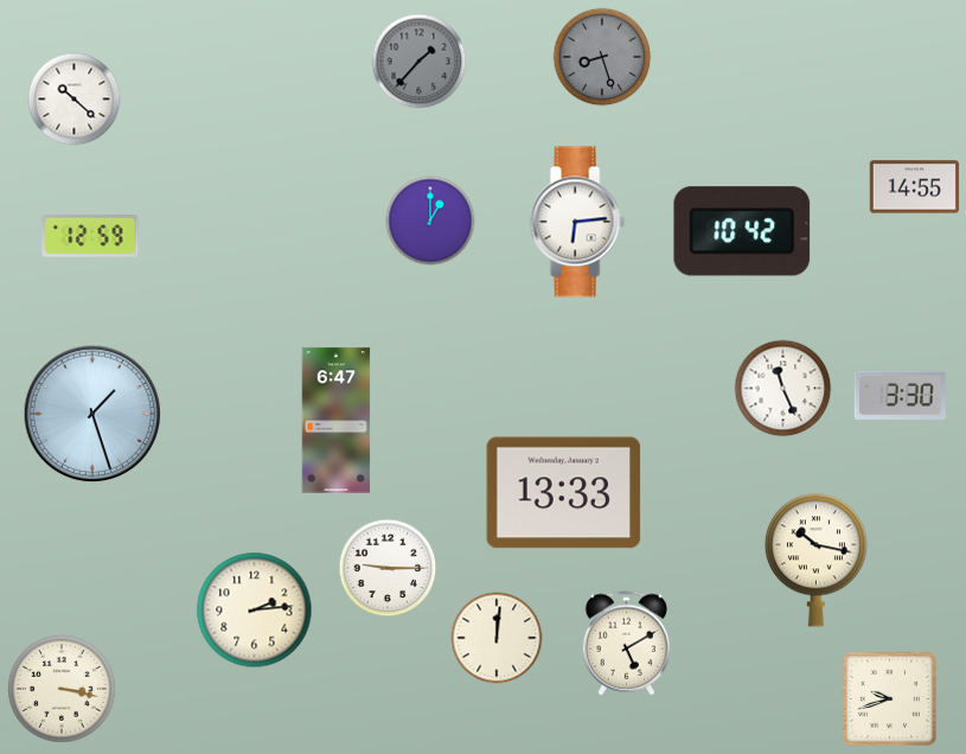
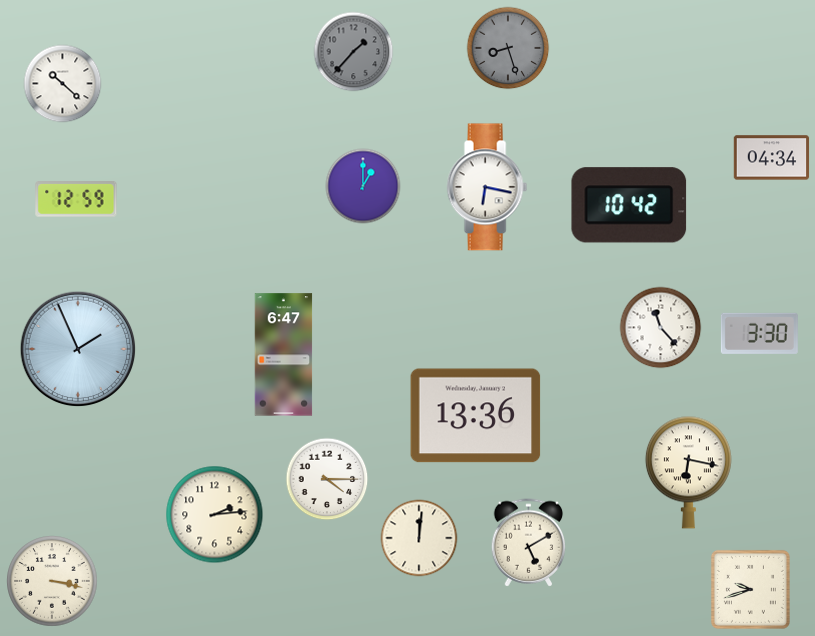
clock at (915, 187): 14:55 -> 04:34
clock at (577, 222): 6:14 -> 6:17
clock at (742, 231) position: (742, 231) -> (629, 205)
clock at (783, 389): 11:26 -> 11:23
clock at (92, 414): 1:27 -> 1:56
clock at (564, 493): 13:33 -> 13:36
clock at (815, 560): 10:17 -> 6:17
clock at (388, 568): 9:15 -> 4:15
